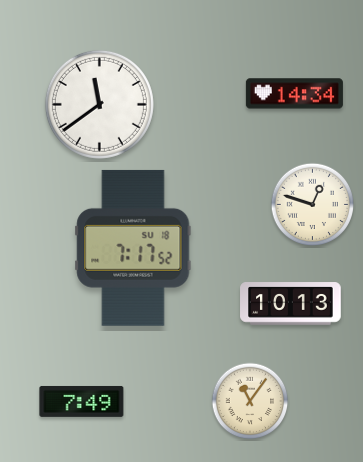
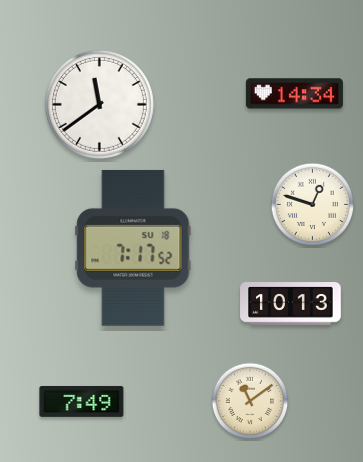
clock at (250, 401): 11:06 -> 11:09
